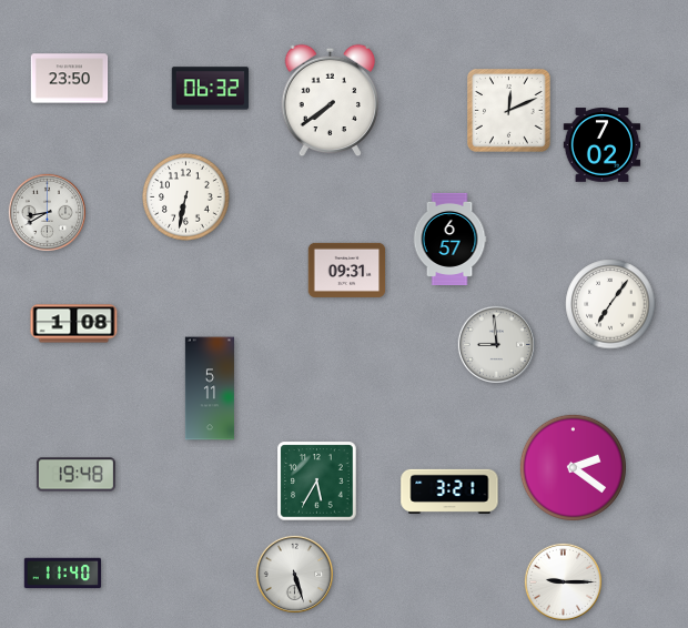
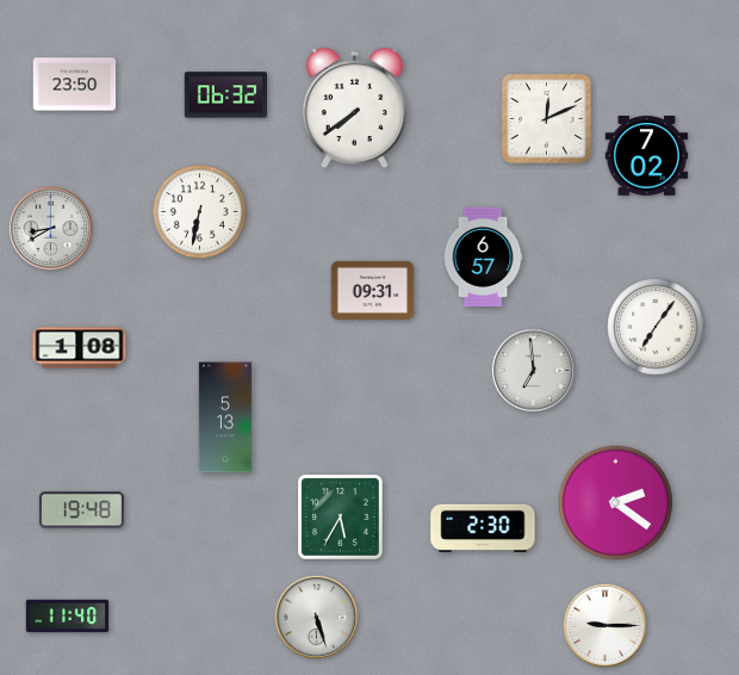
clock at (496, 344): 8:59 -> 6:59
clock at (210, 388): 5:11 -> 5:13
clock at (449, 490): 3:21 -> 2:30
